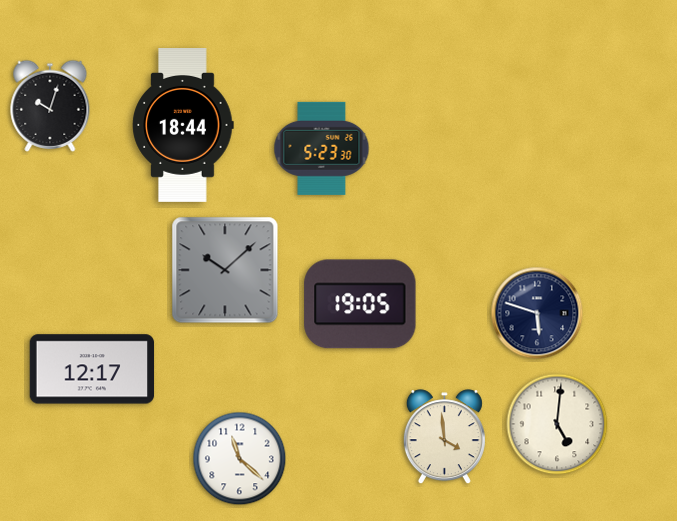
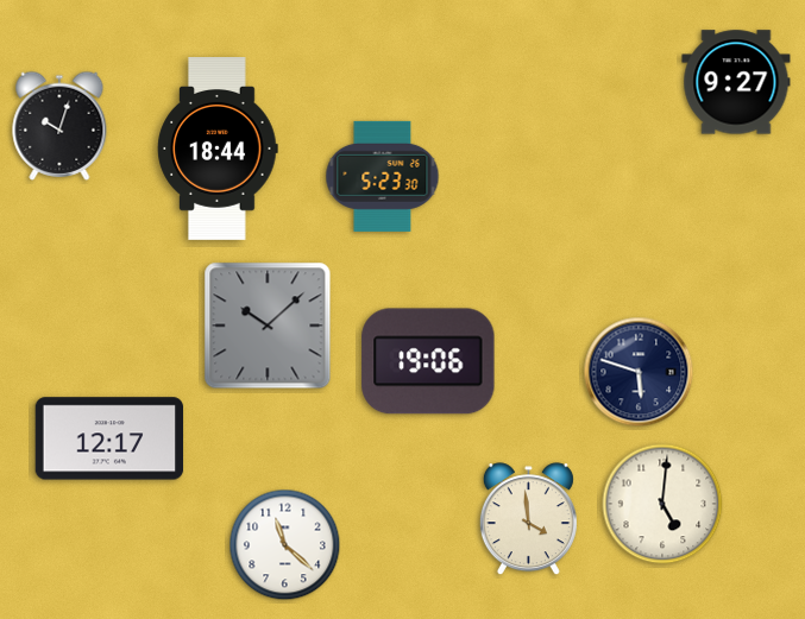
clock at (736, 82): none -> 9:27
clock at (225, 270) position: (225, 270) -> (268, 326)
clock at (360, 304): 19:05 -> 19:06
